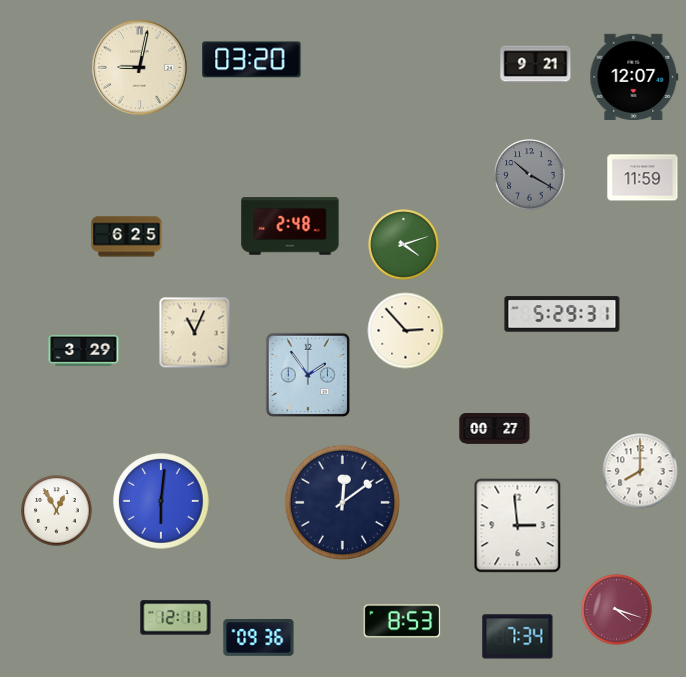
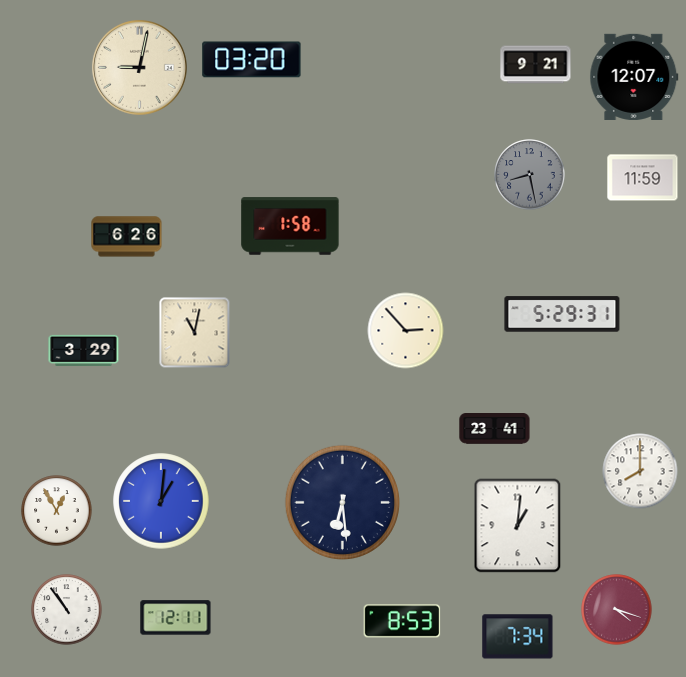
clock at (530, 175): 10:20 -> 8:28
clock at (290, 226): 2:48 -> 1:58
clock at (127, 237): 6:25 -> 6:26
clock at (404, 245): 4:12 -> none
clock at (195, 333): 11:04 -> 11:02
clock at (308, 375): 1:54 -> none
clock at (495, 429): 00:27 -> 23:41
clock at (161, 501): 6:01 -> 1:01
clock at (342, 502): 12:09 -> 6:29
clock at (518, 526): 2:59 -> 1:01
clock at (67, 610): none -> 10:54
clock at (259, 638): 09:36 -> none
